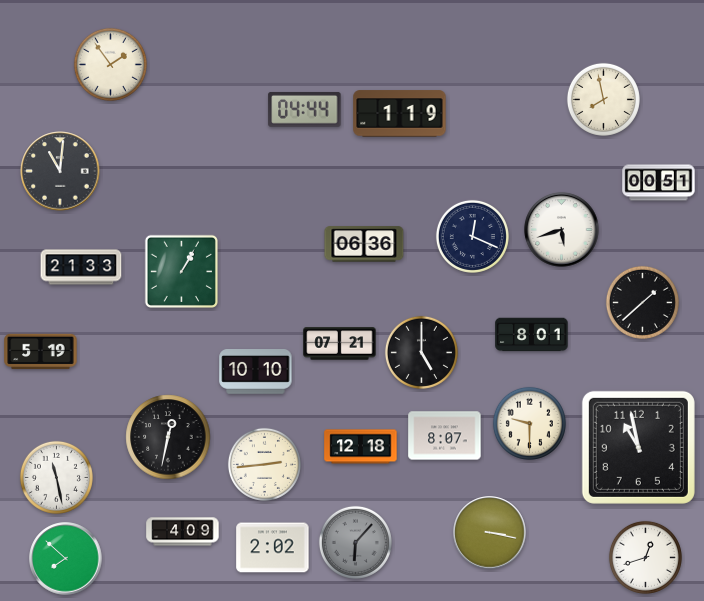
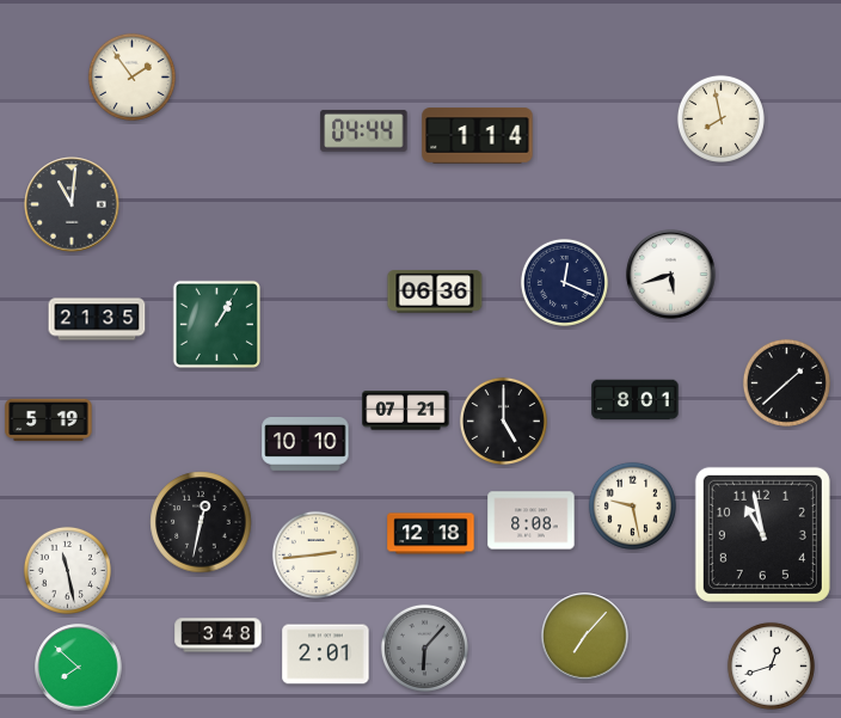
clock at (400, 114): 1:19 -> 1:14
clock at (659, 183): 00:51 -> none
clock at (81, 267): 21:33 -> 21:35
clock at (642, 302) position: (642, 302) -> (786, 382)
clock at (529, 423): 9:30 -> 9:28
clock at (445, 436): 8:07 -> 8:08
clock at (183, 532): 4:09 -> 3:48
clock at (490, 533): 3:17 -> 7:07
clock at (273, 548): 2:02 -> 2:01
